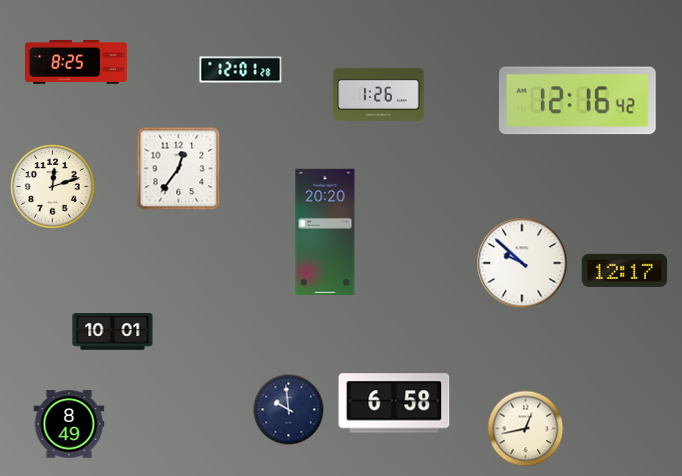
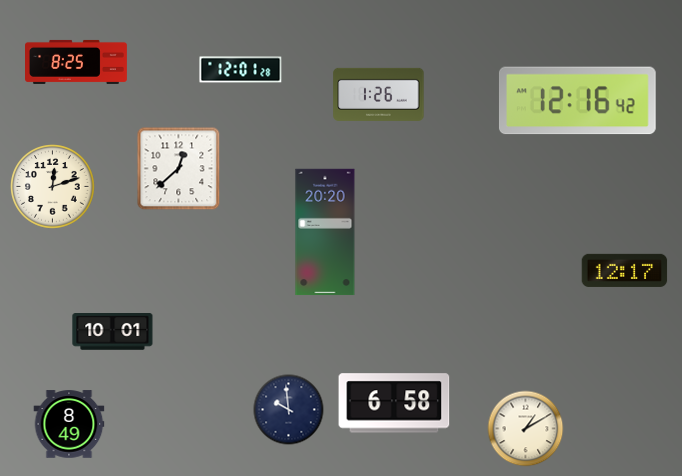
clock at (179, 169): 12:36 -> 12:38
clock at (522, 263): 9:52 -> none
clock at (526, 429): 12:43 -> 1:10
